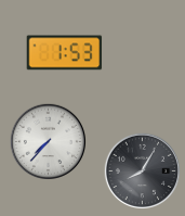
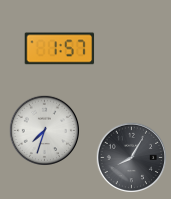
clock at (65, 53): 1:53 -> 1:57
clock at (48, 141): 7:37 -> 7:33
